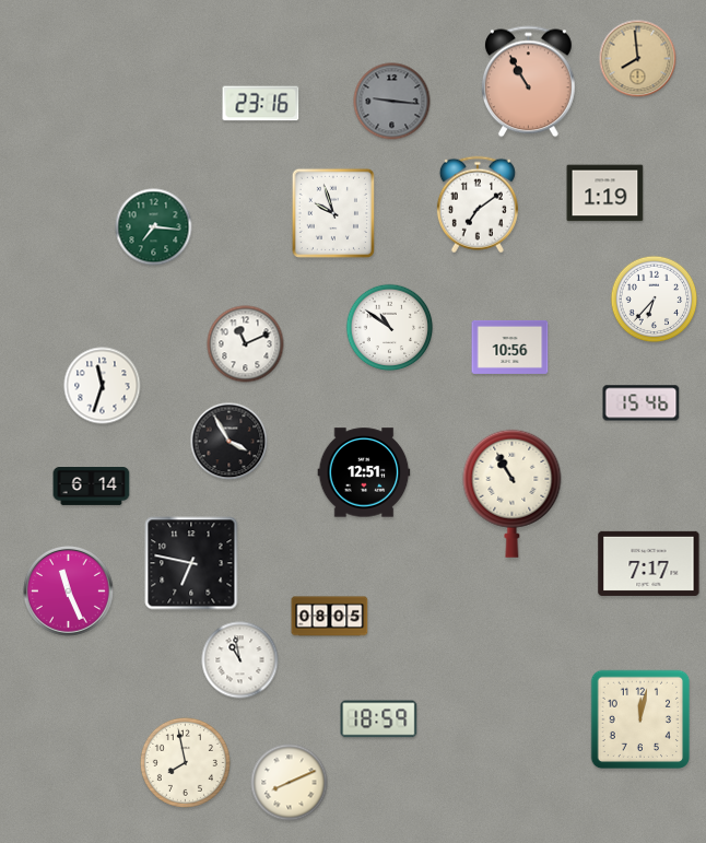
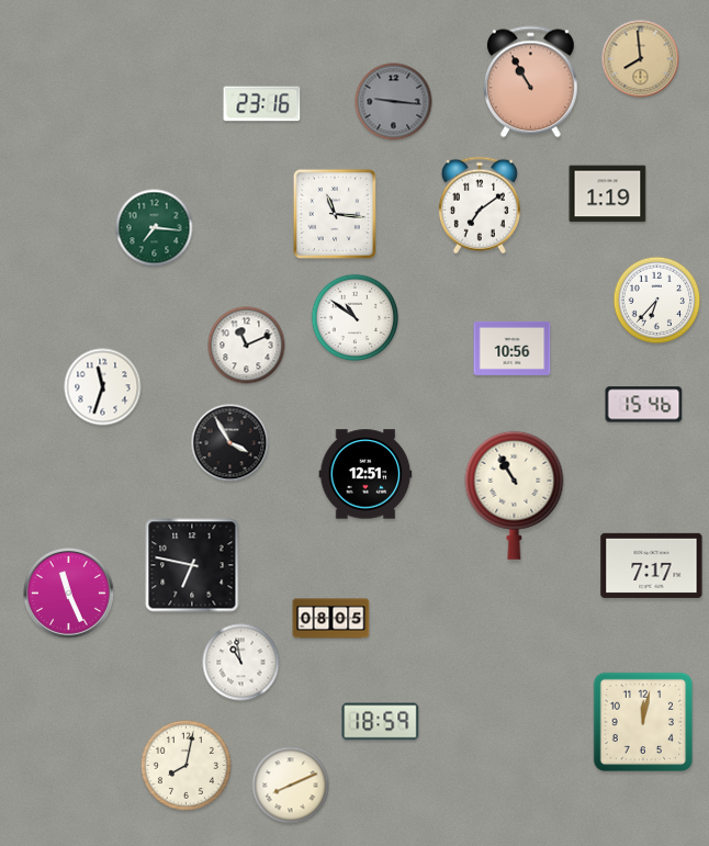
clock at (333, 213): 9:57 -> 11:16
clock at (390, 328) position: (390, 328) -> (356, 318)
clock at (92, 487): 6:14 -> none
clock at (185, 762): 7:58 -> 8:02
